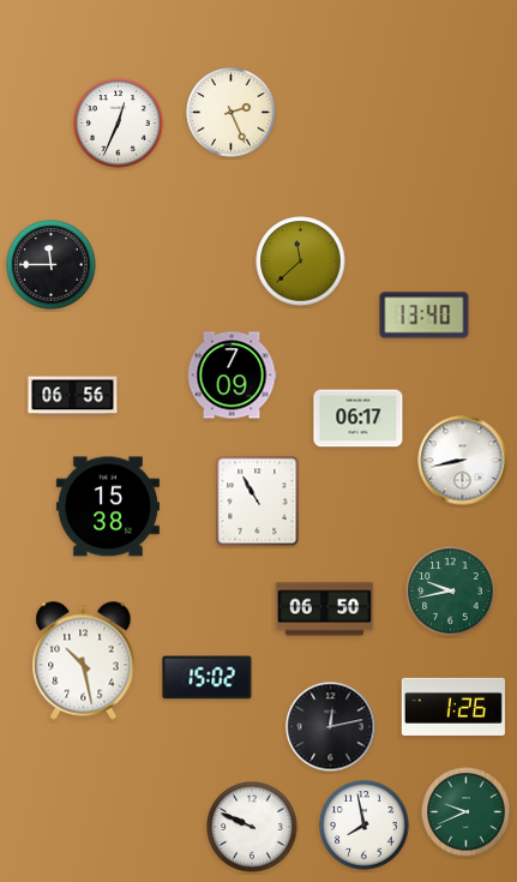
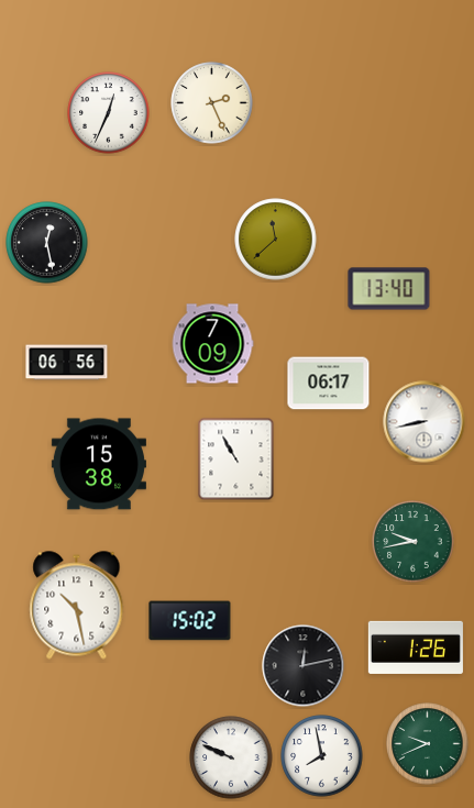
clock at (52, 265): 11:45 -> 12:28
clock at (325, 610): 06:50 -> none
clock at (365, 826) position: (365, 826) -> (322, 756)
